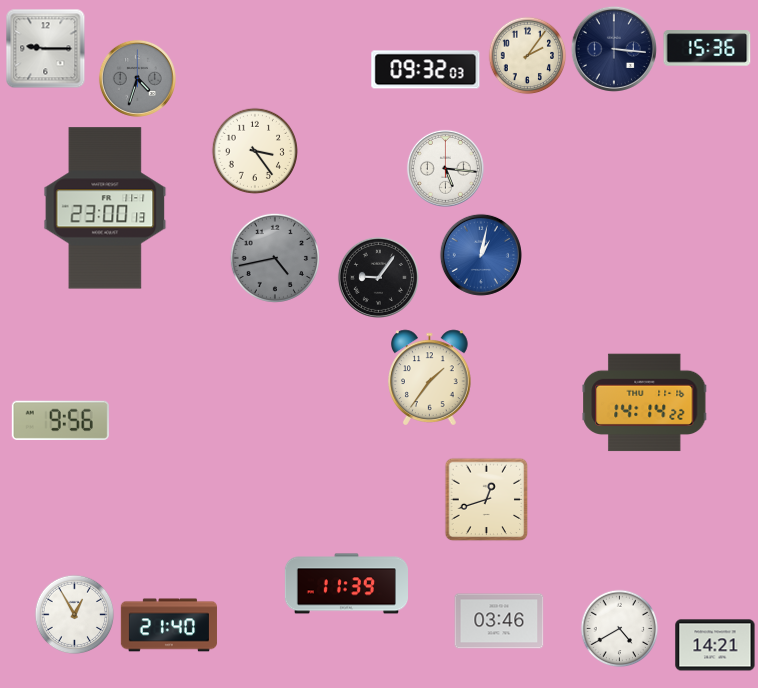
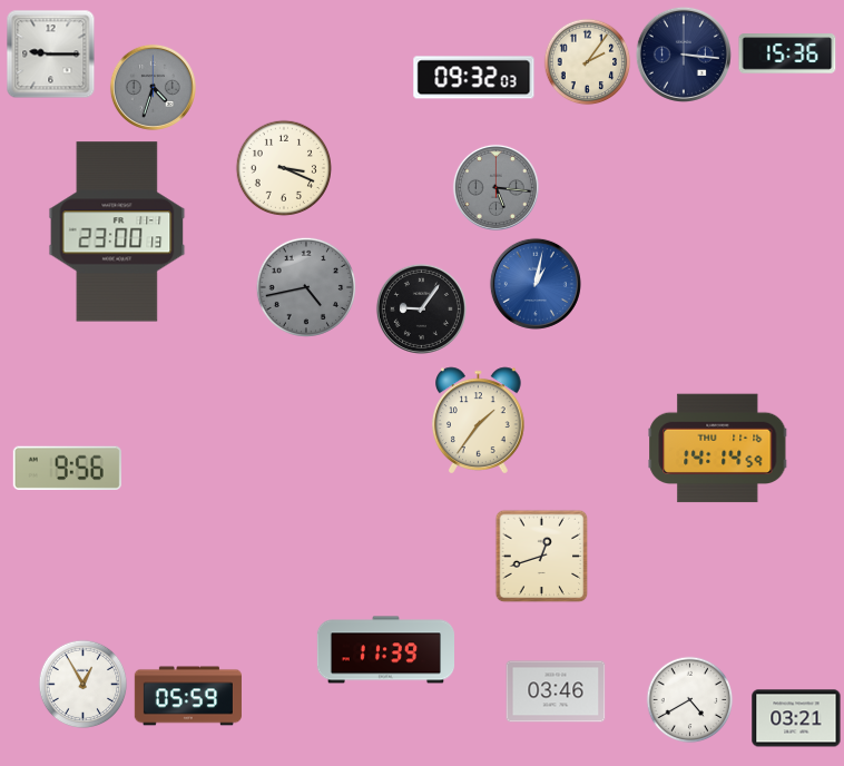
clock at (254, 150): 3:24 -> 3:19
clock at (445, 168) dial: white -> grey
clock at (645, 403): 14:14:22 -> 14:14:59
clock at (169, 625): 21:40 -> 05:59
clock at (715, 645): 14:21 -> 03:21
